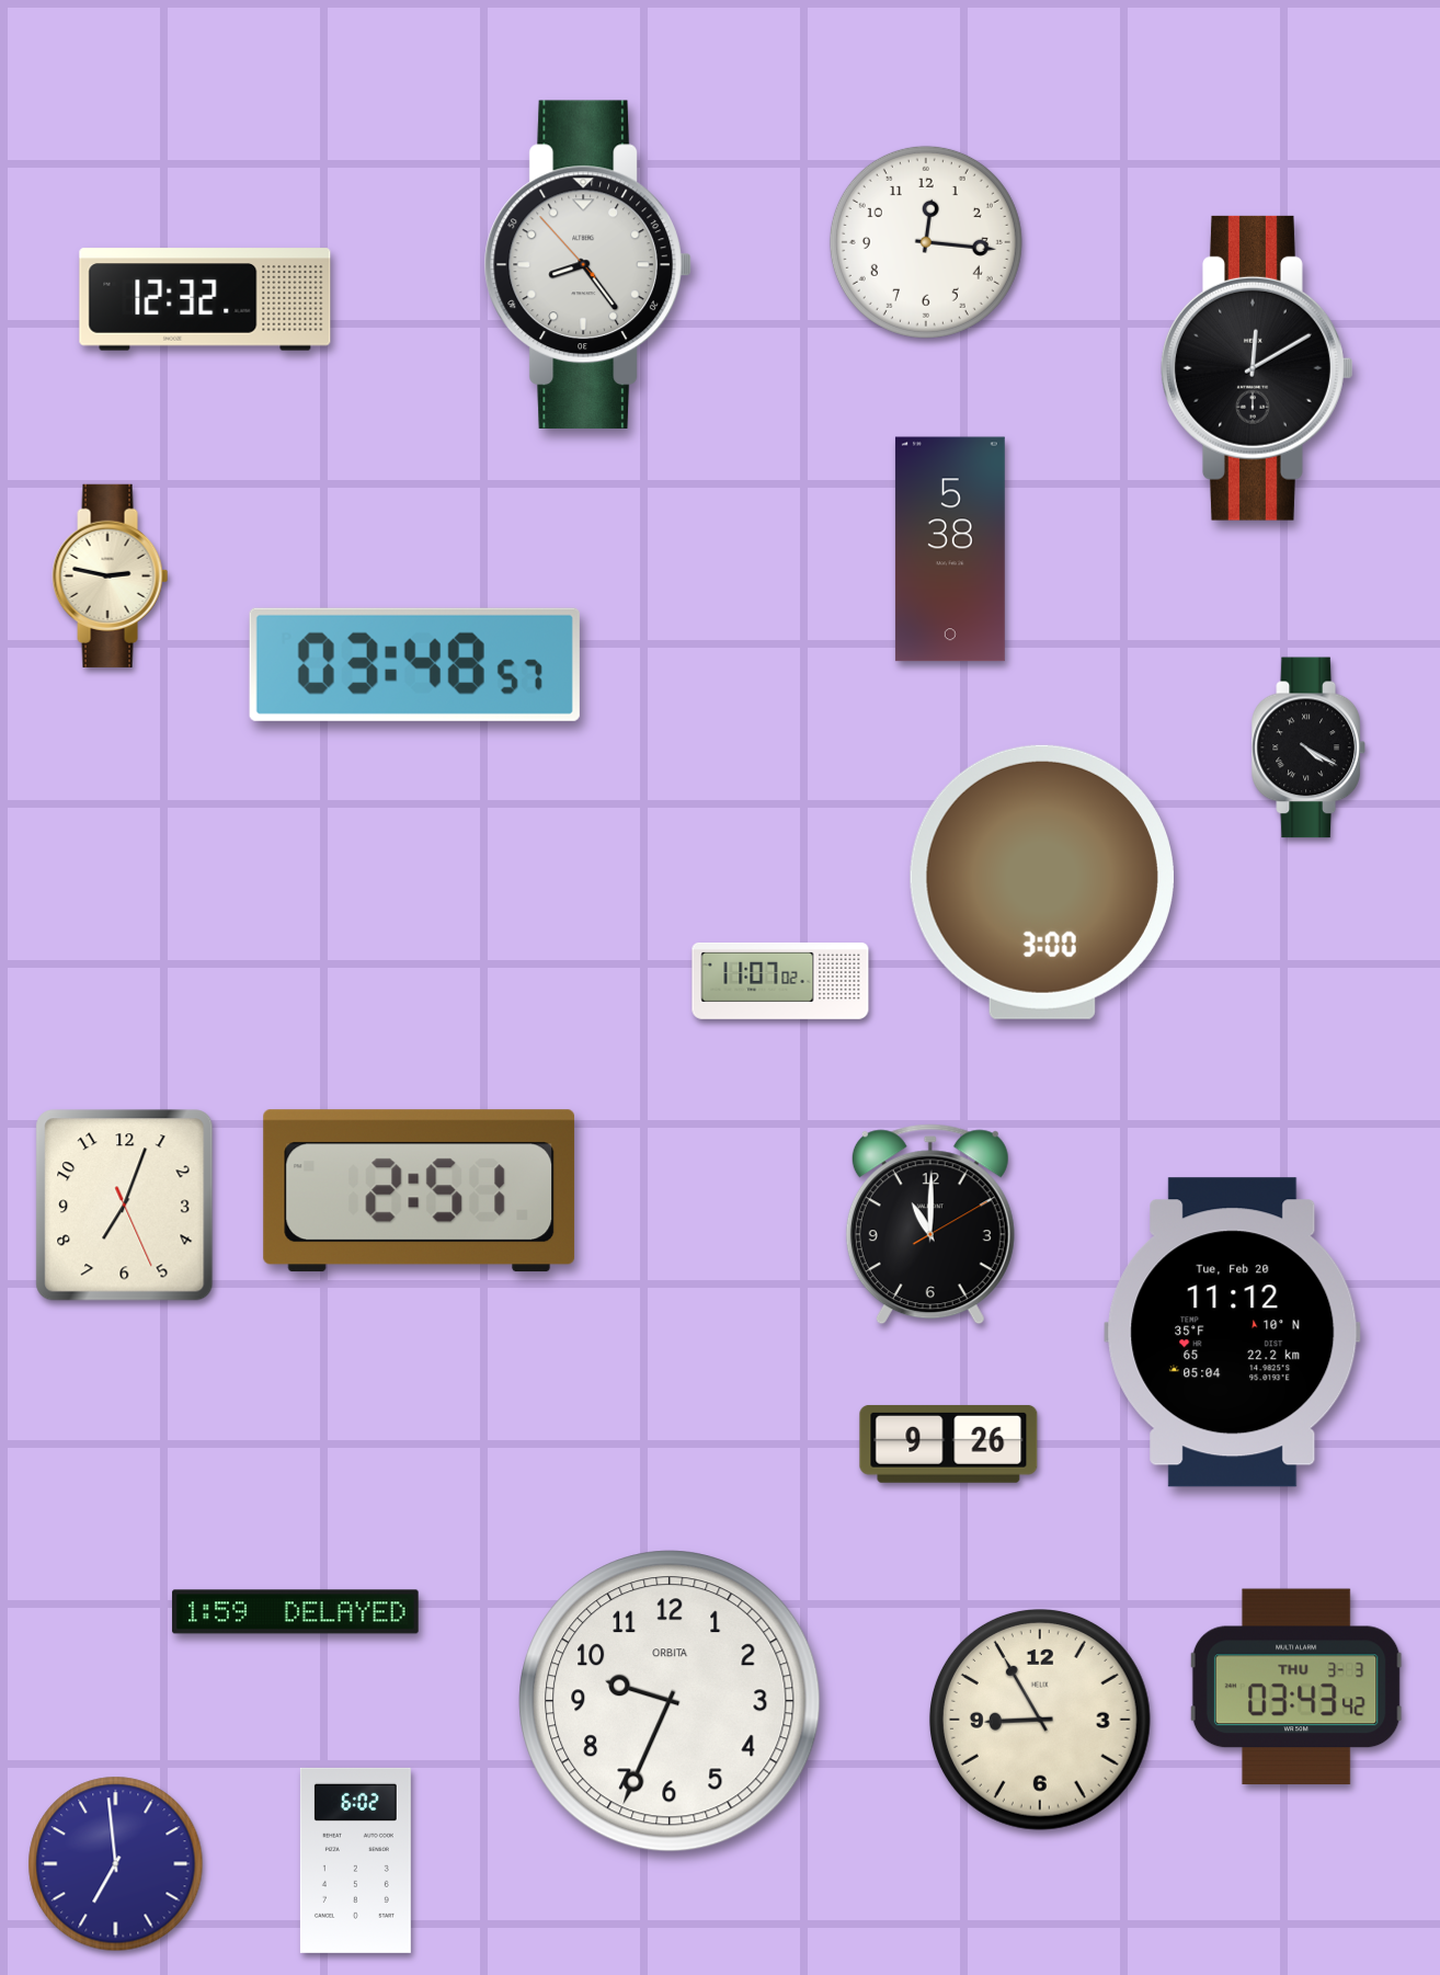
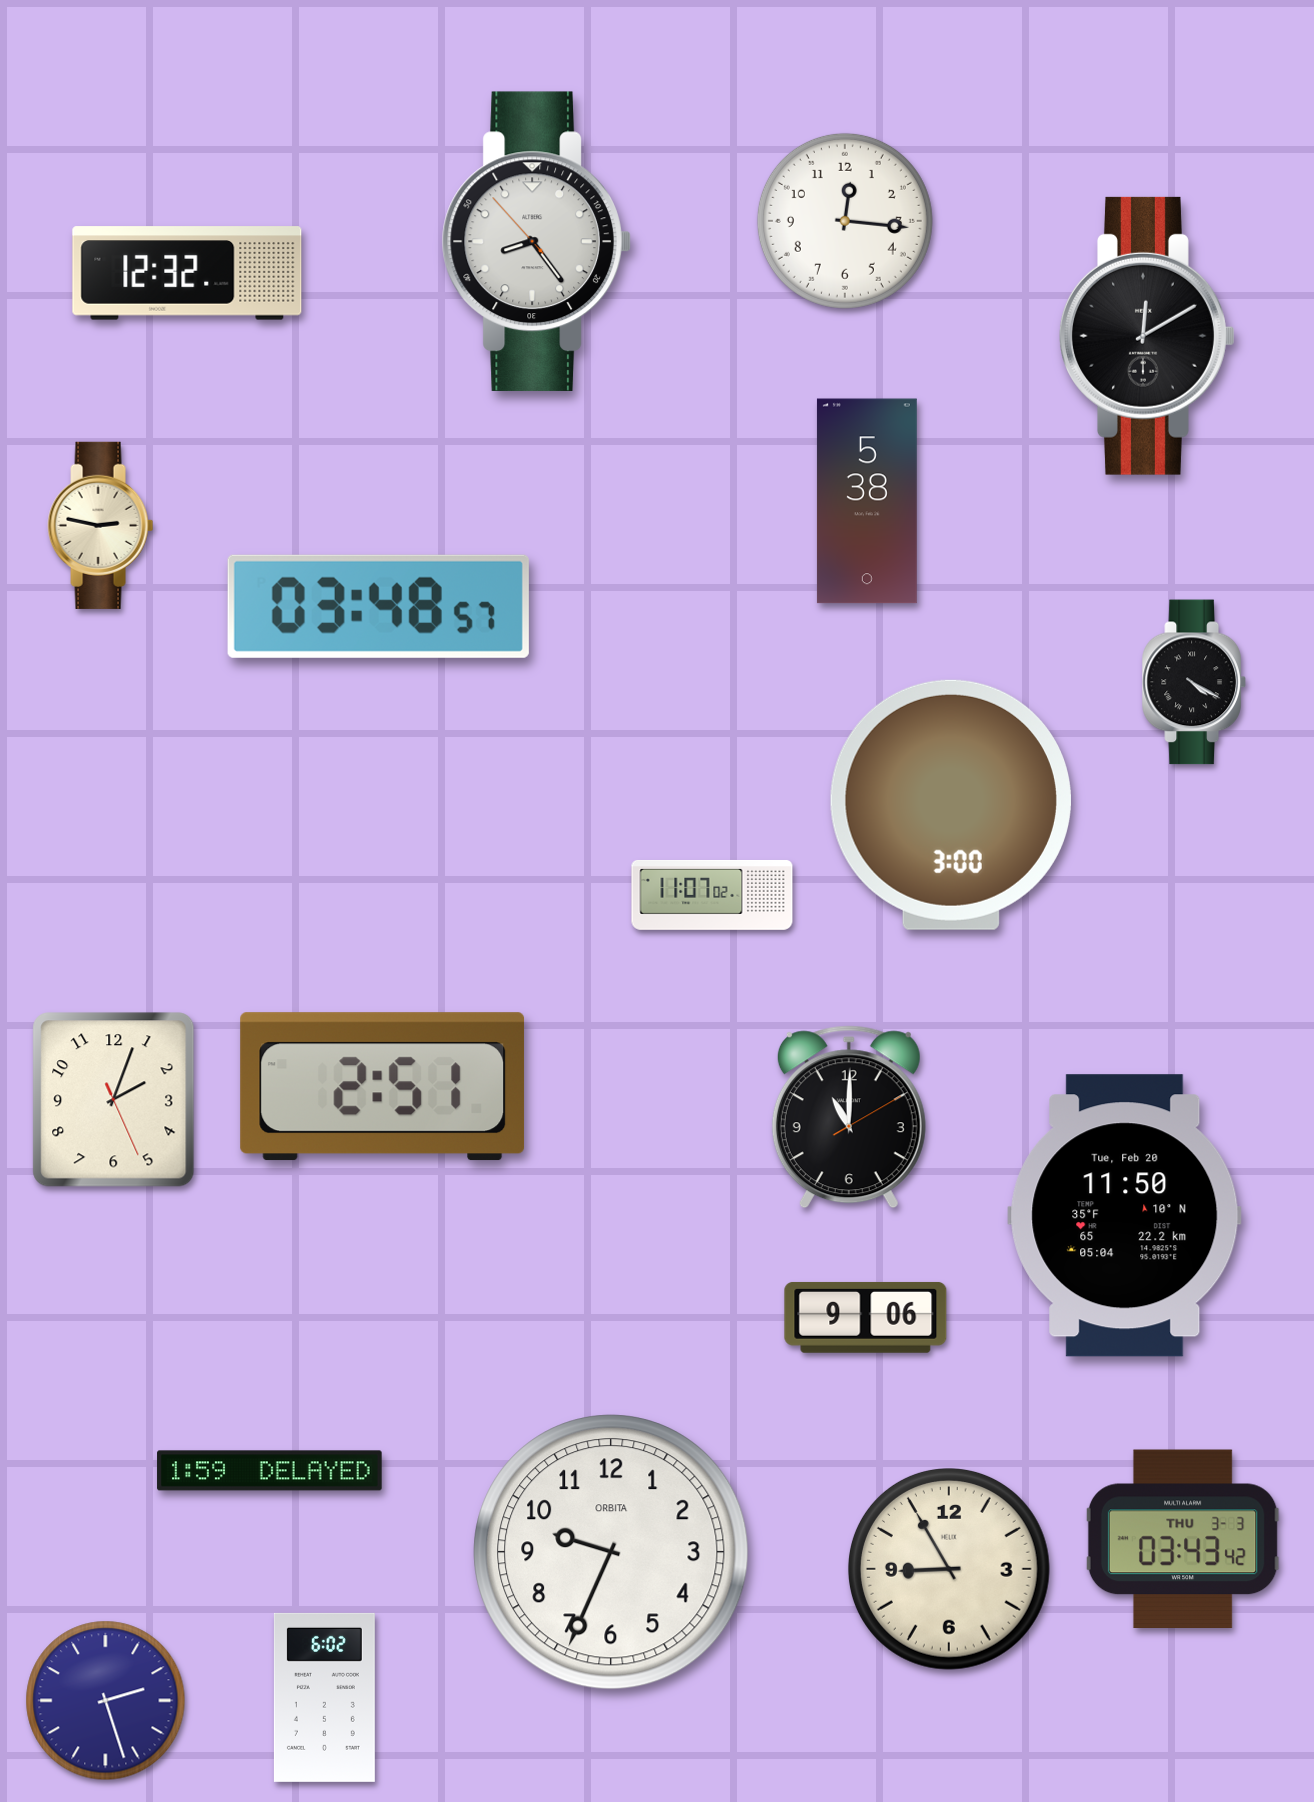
clock at (125, 1206): 7:03 -> 2:03
clock at (1233, 1333): 11:12 -> 11:50
clock at (949, 1443): 9:26 -> 9:06
clock at (116, 1864): 6:59 -> 2:27
